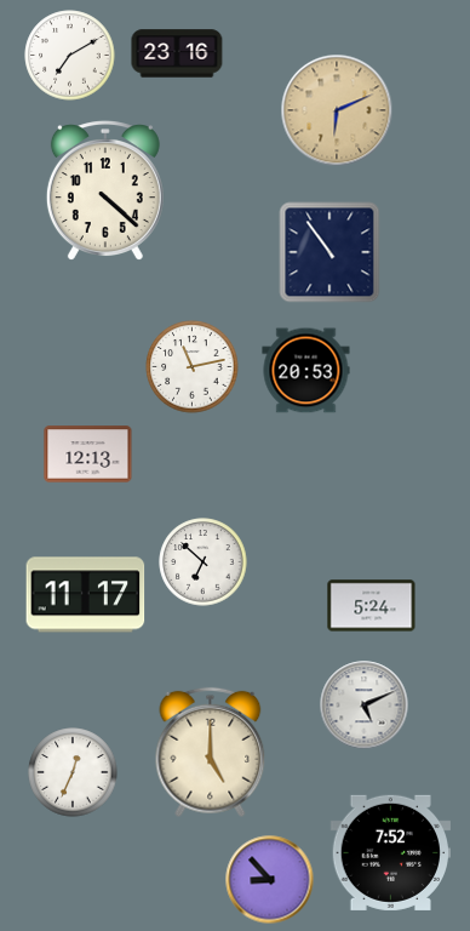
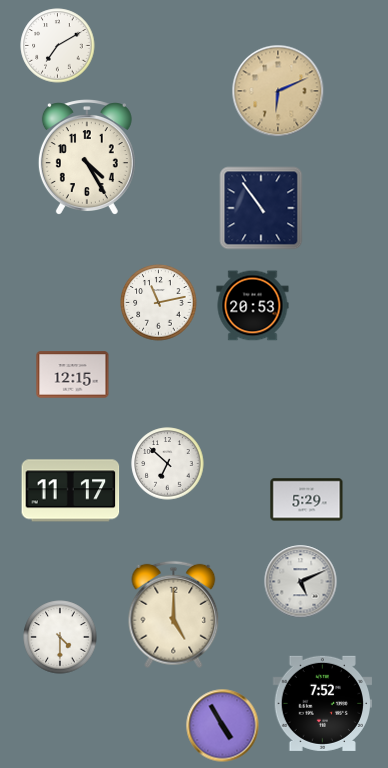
clock at (177, 53): 23:16 -> none
clock at (105, 190): 4:22 -> 4:25
clock at (329, 252) position: (329, 252) -> (261, 208)
clock at (88, 455): 12:13 -> 12:15
clock at (372, 606): 5:24 -> 5:29
clock at (211, 753) position: (211, 753) -> (174, 615)
clock at (73, 772): 12:34 -> 4:30
clock at (270, 880): 8:53 -> 4:55
